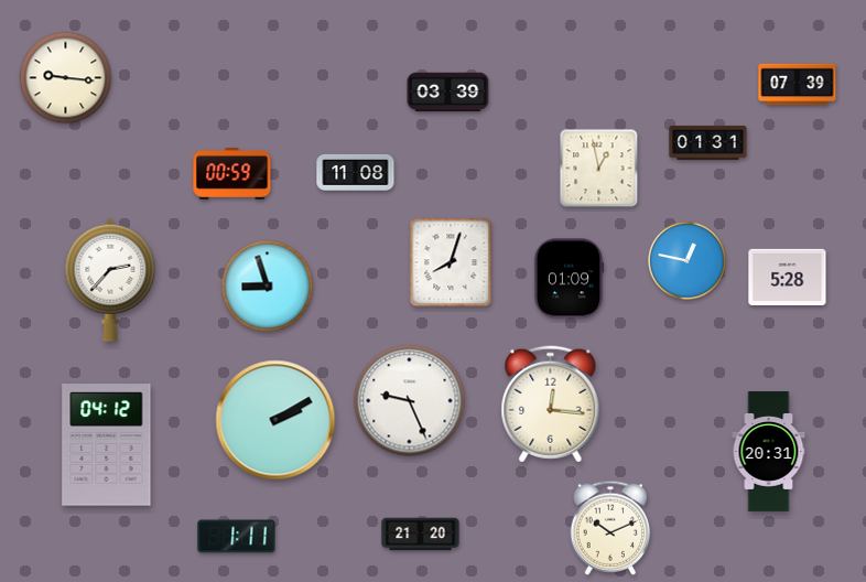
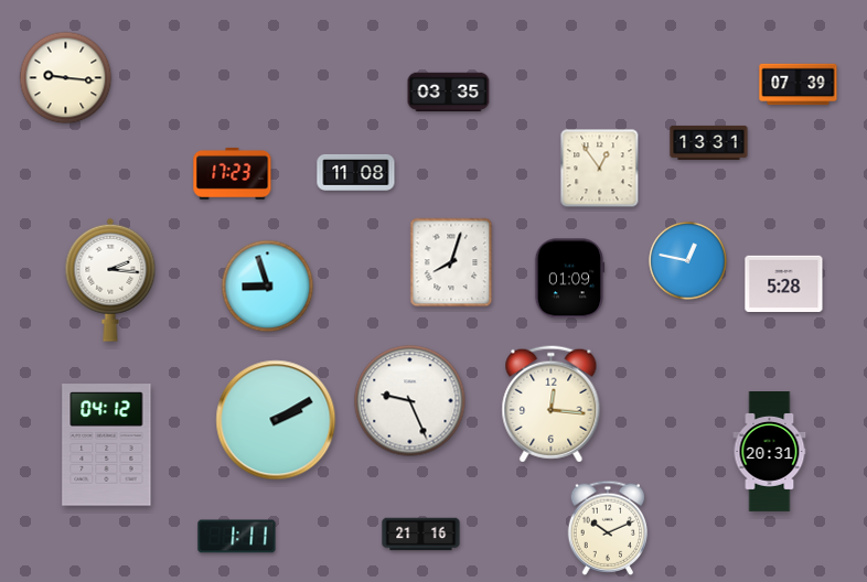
clock at (448, 93): 03:39 -> 03:35
clock at (708, 142): 01:31 -> 13:31
clock at (599, 169): 12:58 -> 12:54
clock at (232, 173): 00:59 -> 17:23
clock at (788, 277) position: (788, 277) -> (784, 283)
clock at (110, 280): 2:37 -> 2:16
clock at (610, 528) position: (610, 528) -> (608, 528)
clock at (421, 535): 21:20 -> 21:16
